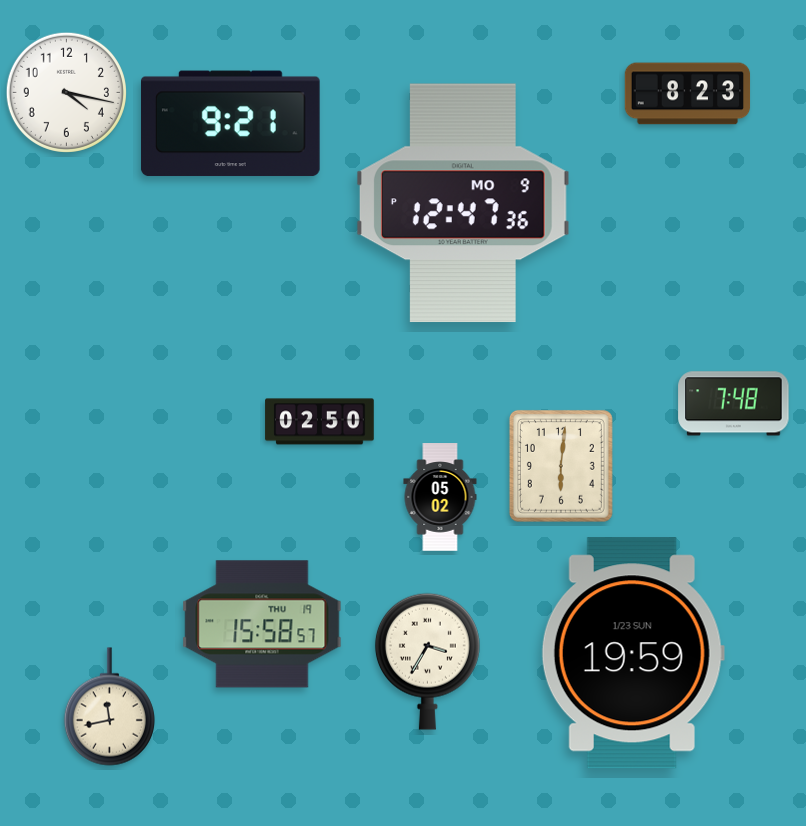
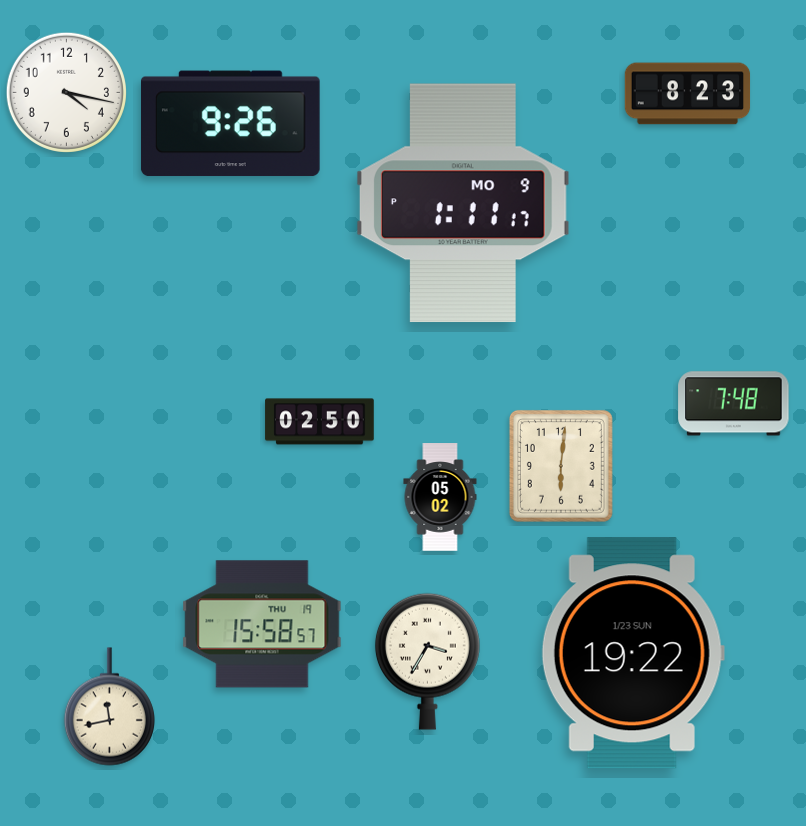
clock at (230, 124): 9:21 -> 9:26
clock at (463, 203): 12:47 -> 1:11
clock at (633, 653): 19:59 -> 19:22
